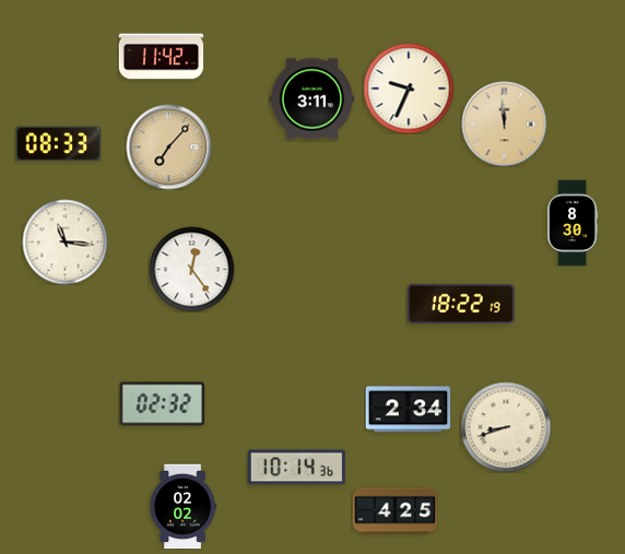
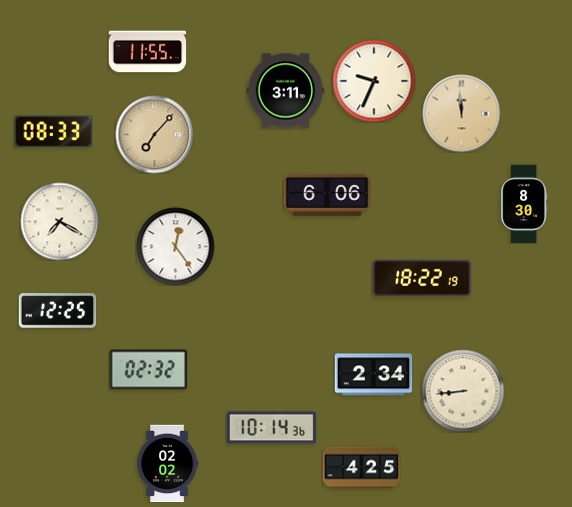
clock at (161, 57): 11:42 -> 11:55
clock at (327, 195): none -> 6:06
clock at (64, 241): 11:16 -> 7:20
clock at (57, 311): none -> 12:25
clock at (506, 427): 8:42 -> 8:44
